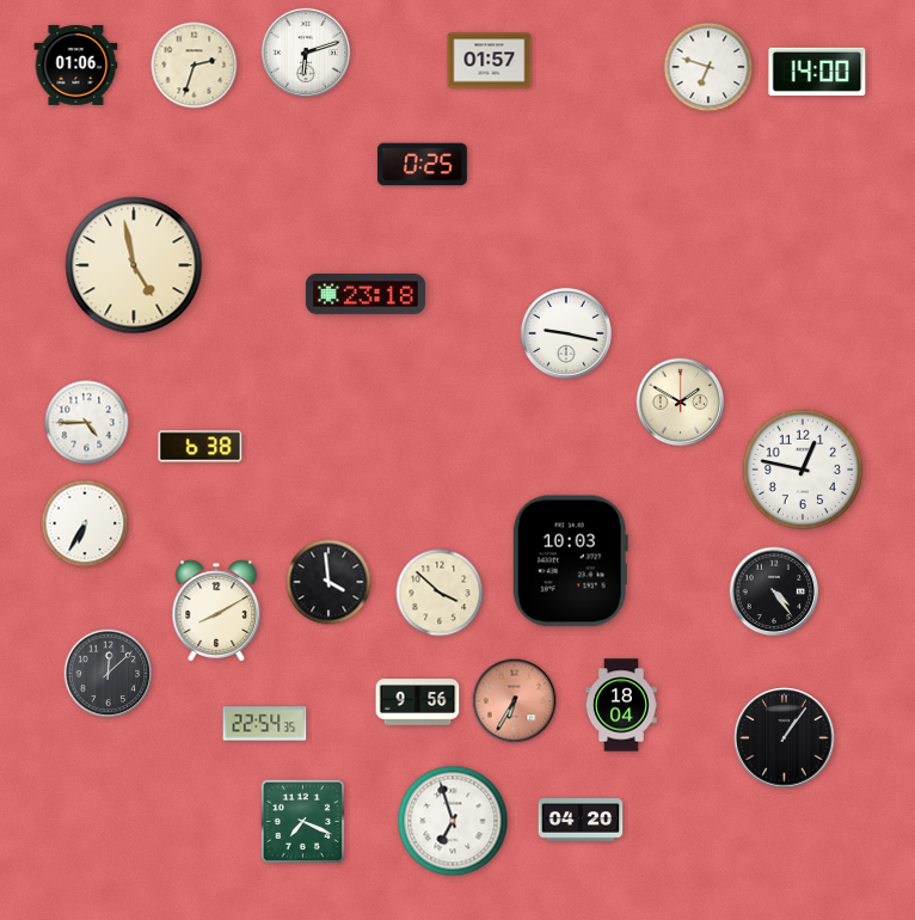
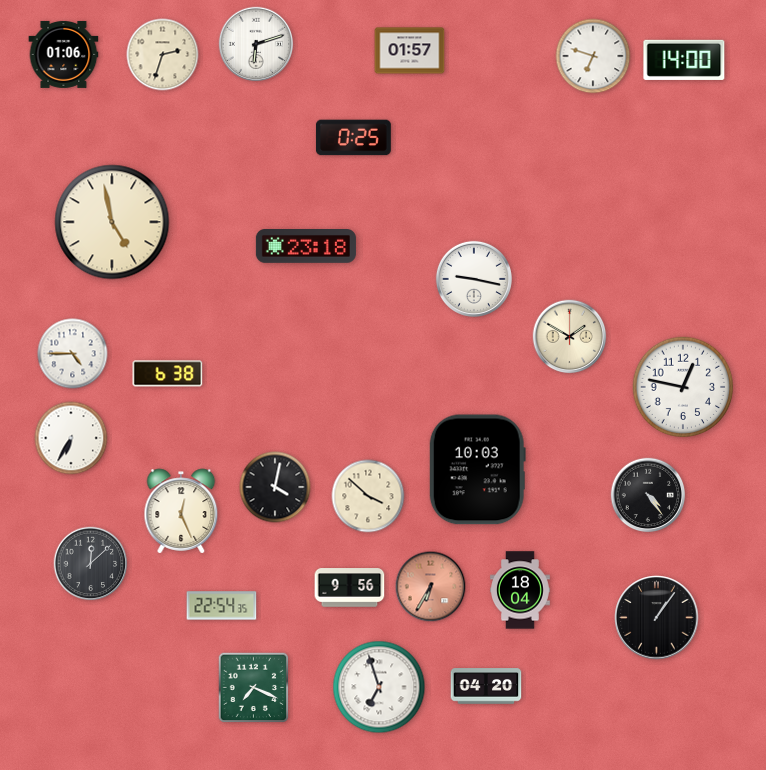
clock at (803, 470) position: (803, 470) -> (683, 387)
clock at (328, 582): 3:59 -> 4:02
clock at (216, 611): 8:10 -> 12:26
